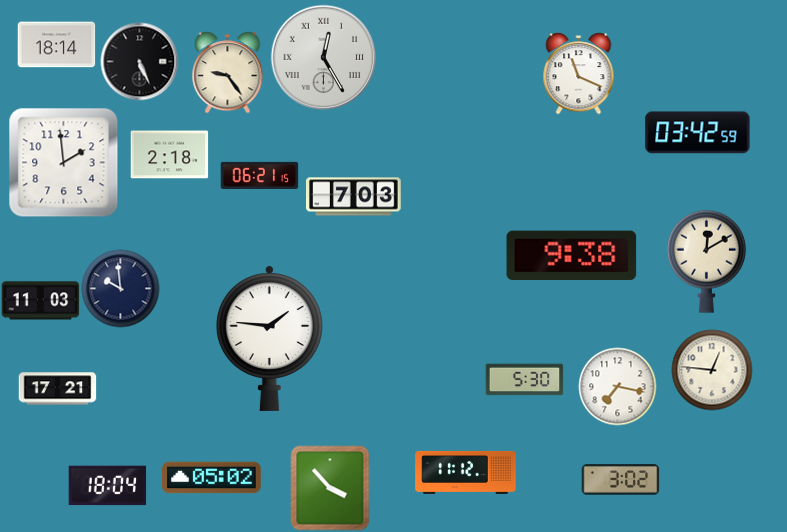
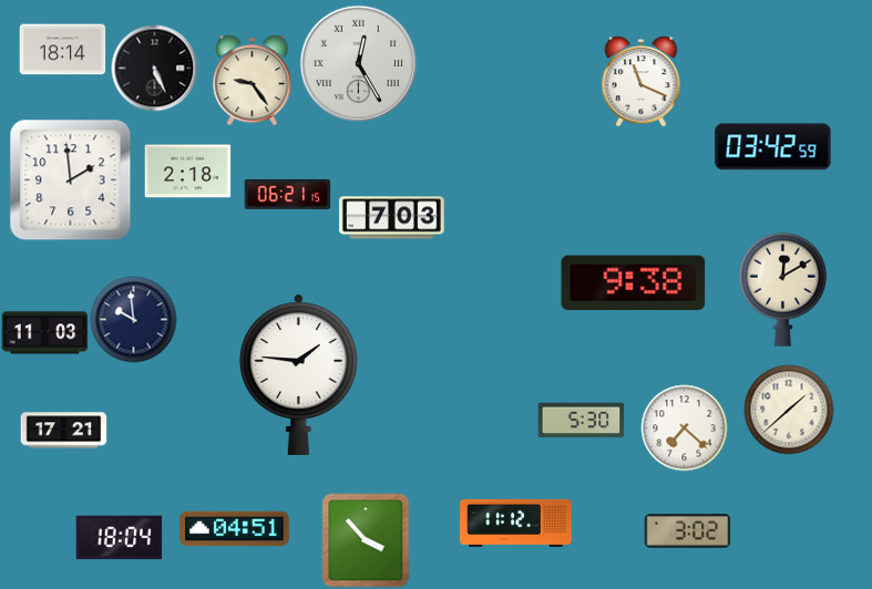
clock at (712, 370): 12:46 -> 1:38
clock at (617, 386): 7:17 -> 7:22
clock at (212, 478): 05:02 -> 04:51
